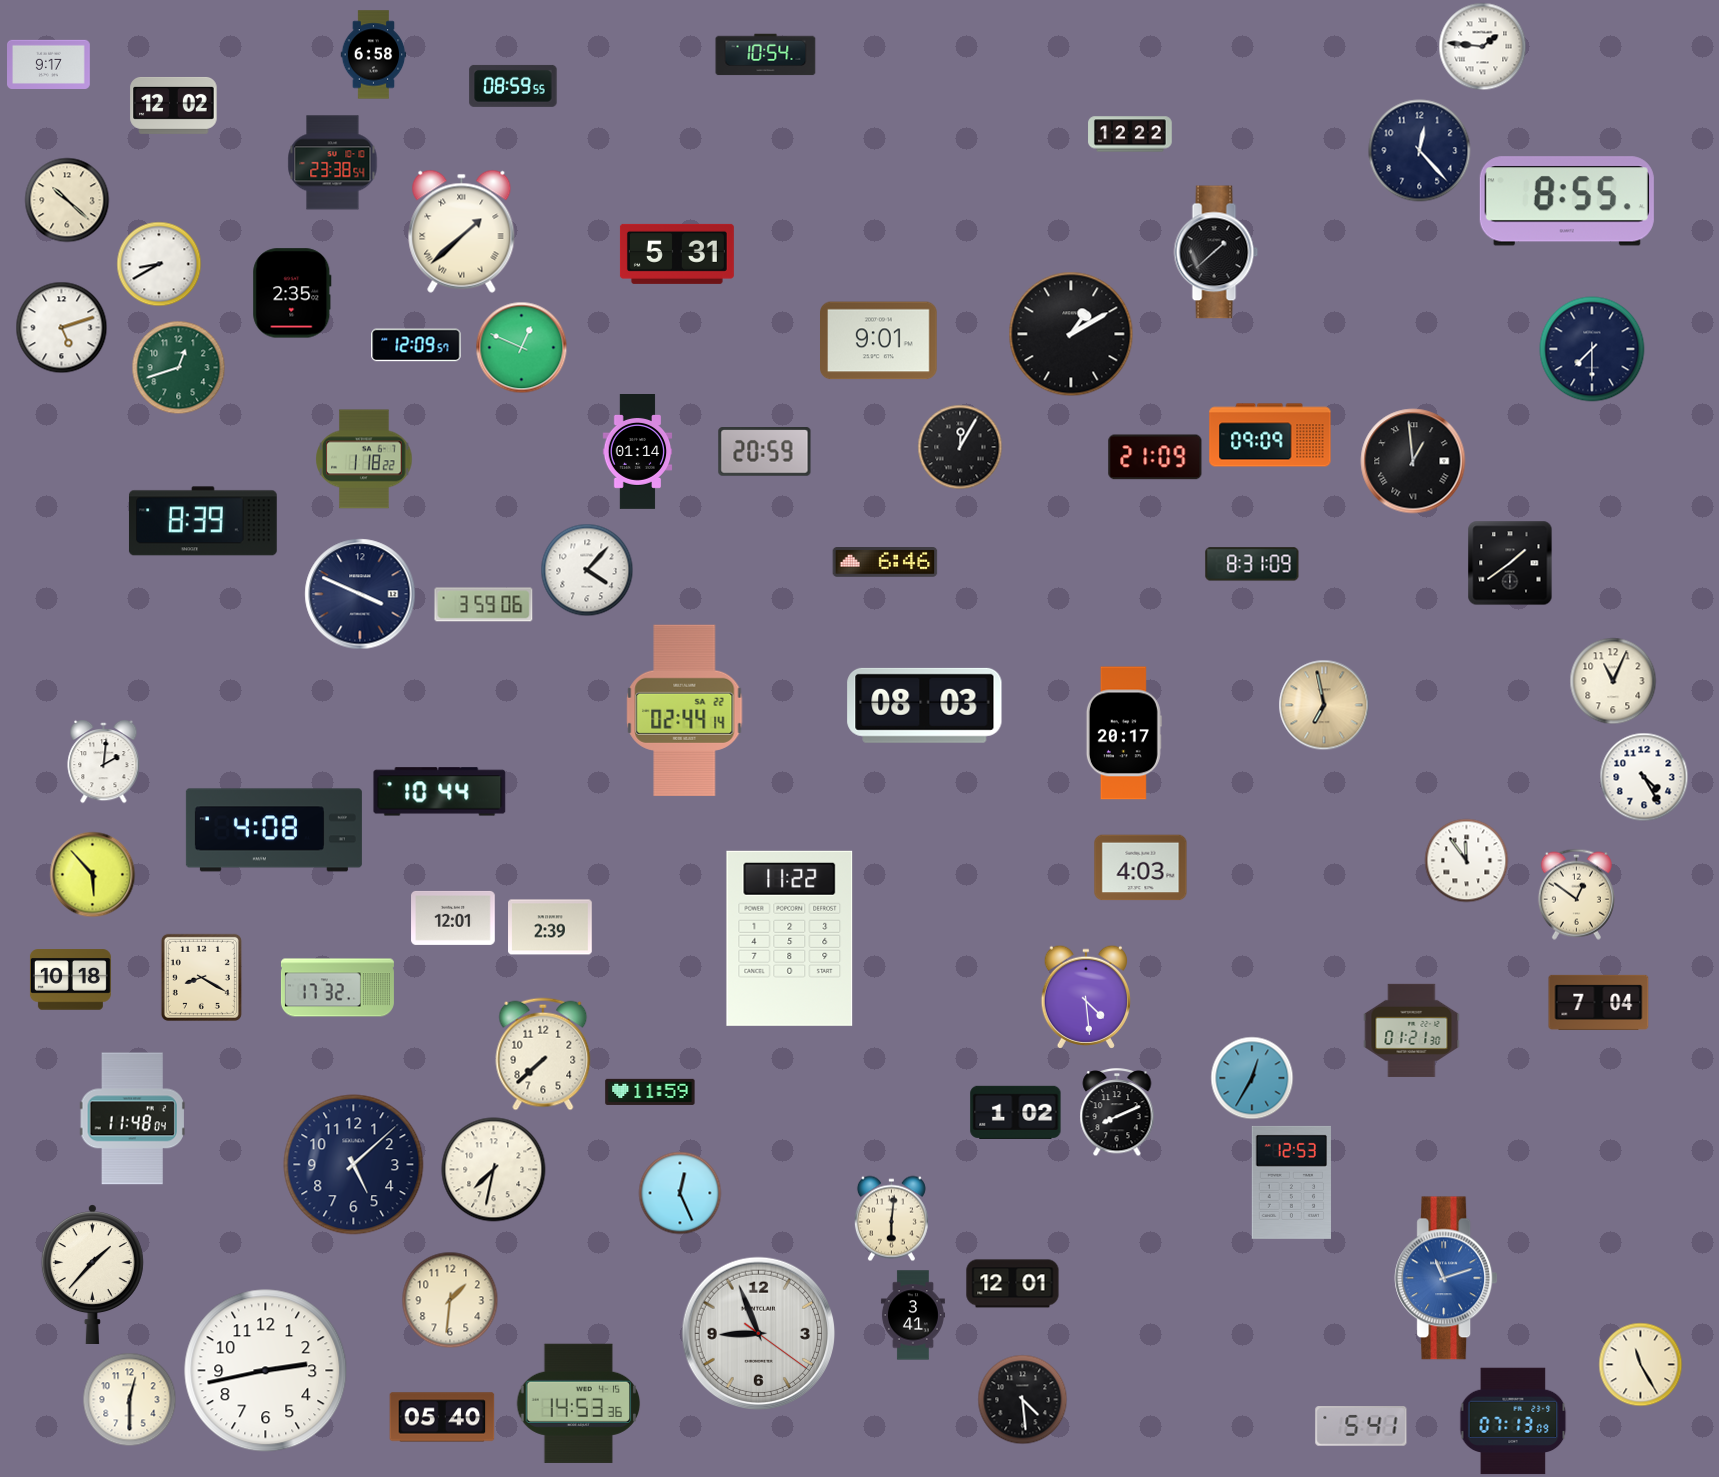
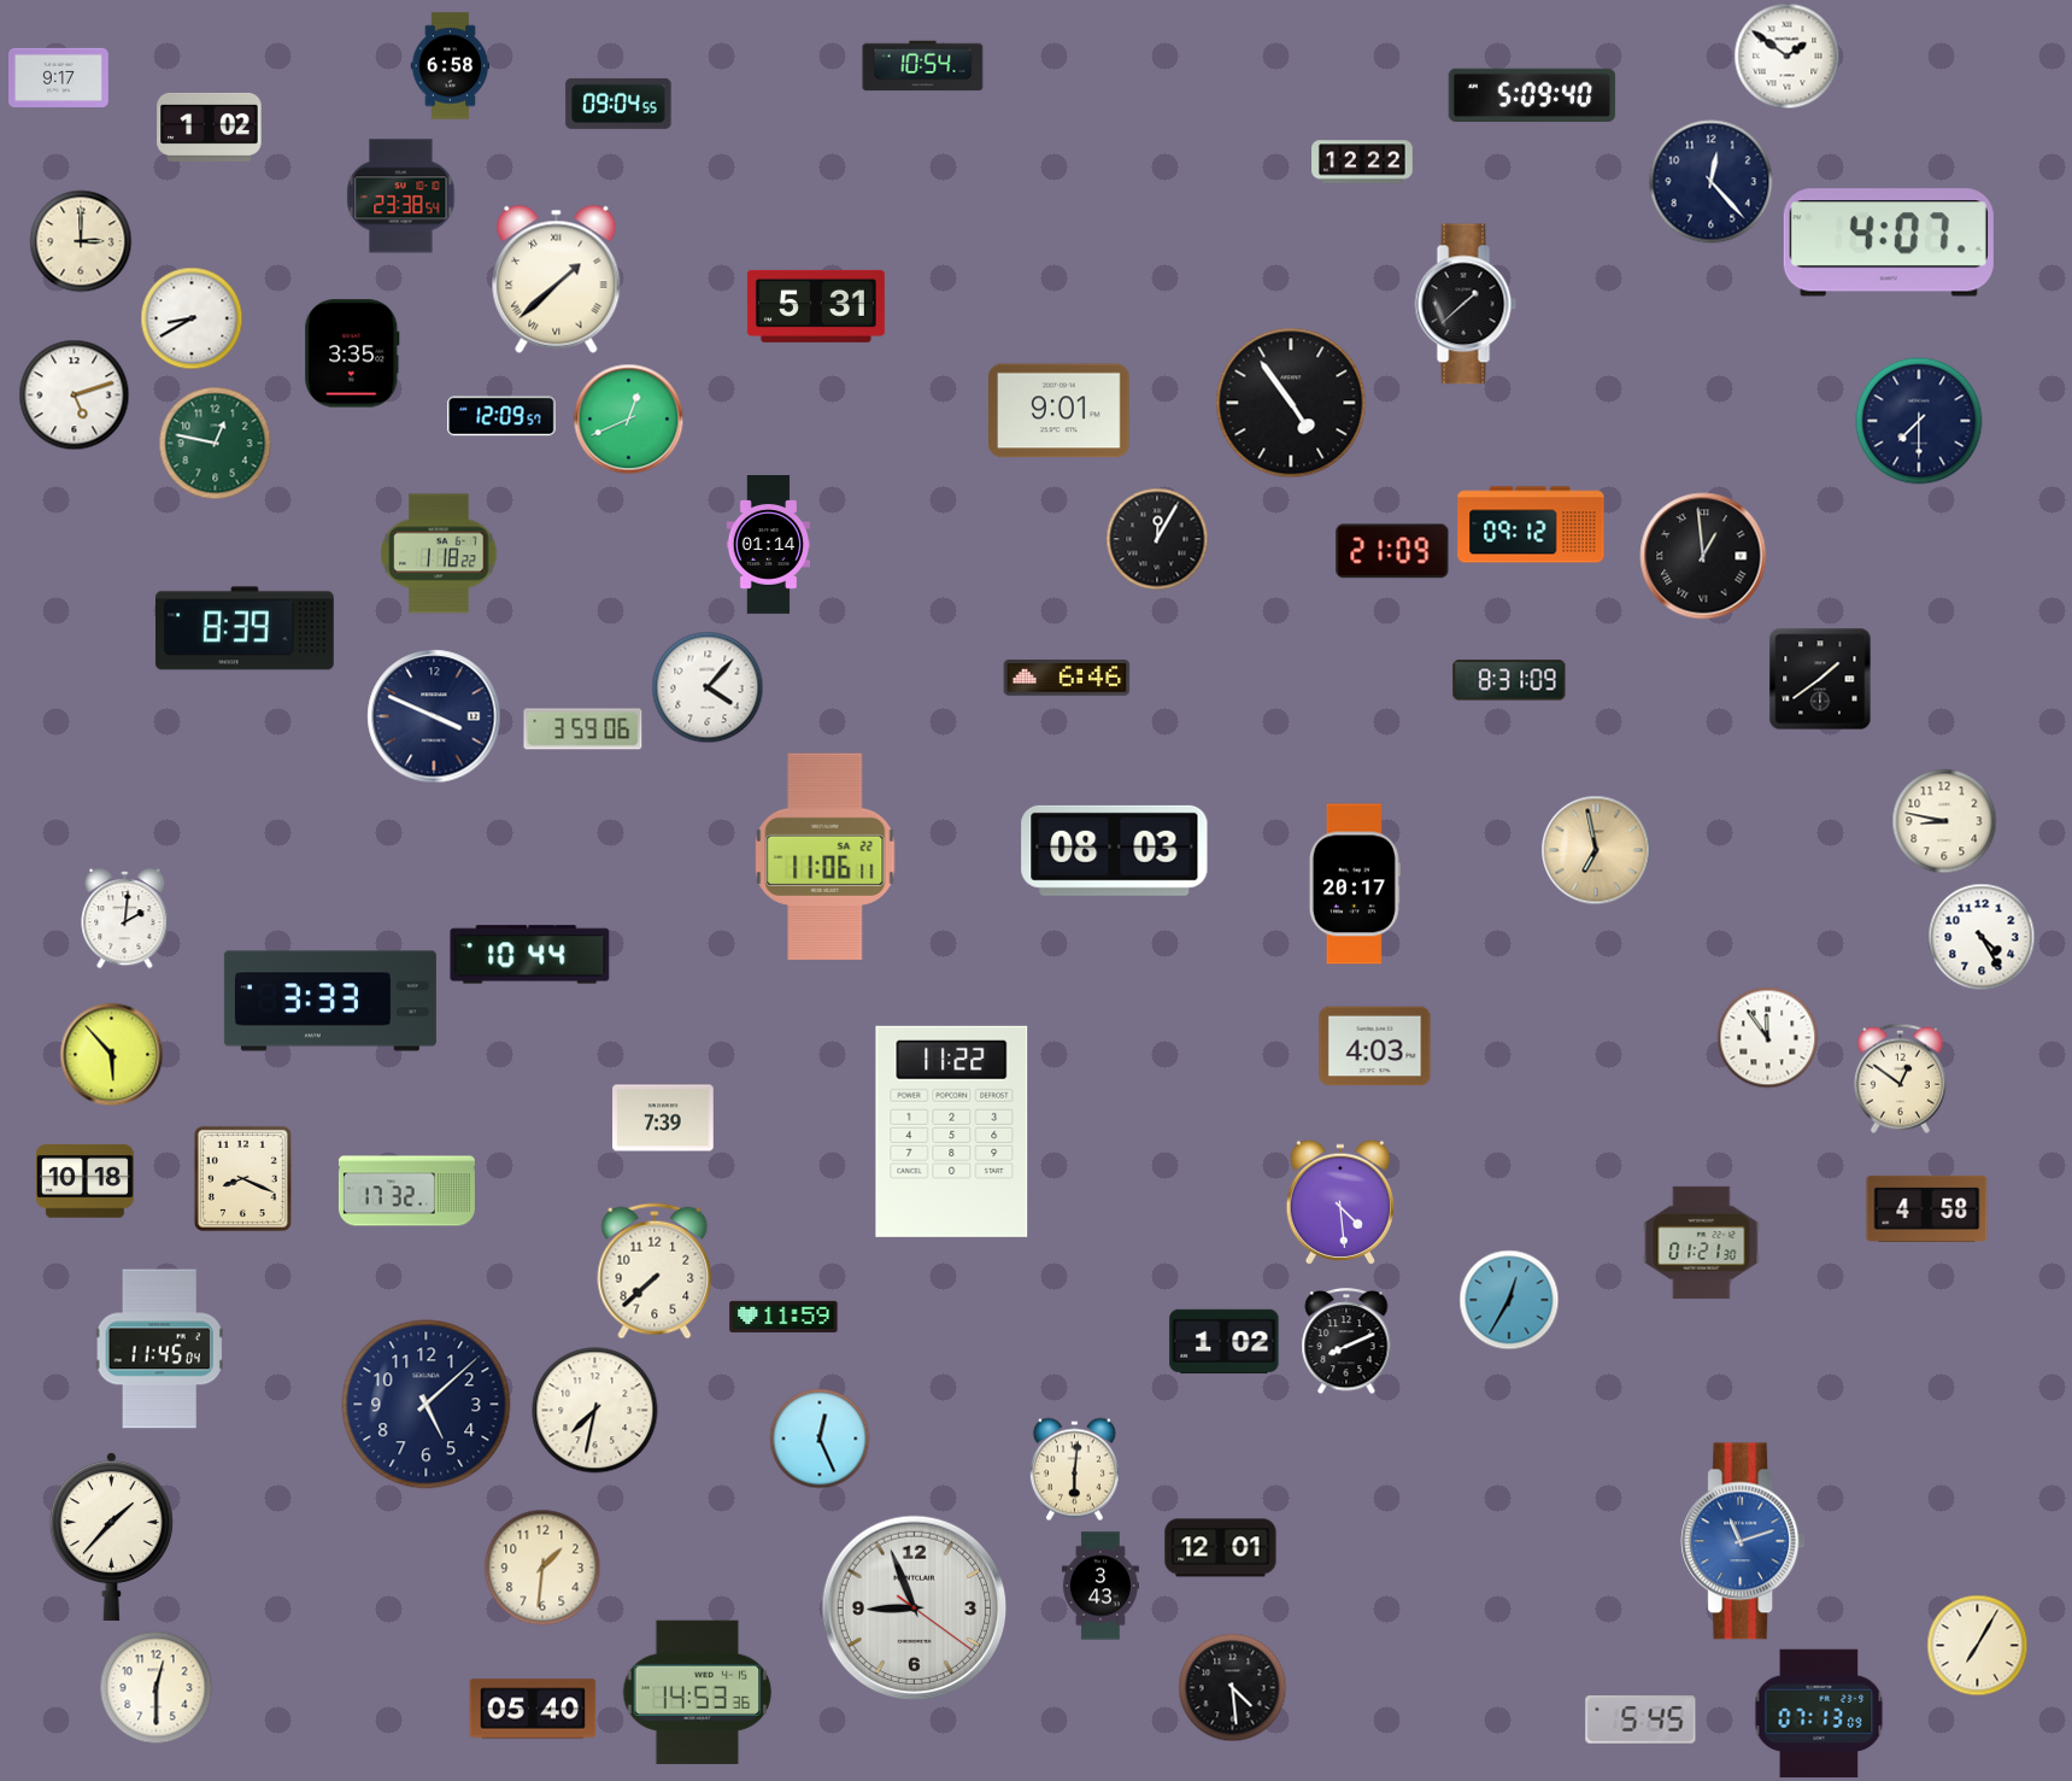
clock at (1483, 47): 1:46 -> 1:51
clock at (1532, 95): none -> 5:09
clock at (513, 86): 08:59 -> 09:04
clock at (174, 105): 12:02 -> 1:02
clock at (67, 200): 10:22 -> 3:00
clock at (1567, 201): 8:55 -> 4:07
clock at (292, 293): 2:35 -> 3:35
clock at (1071, 334): 1:10 -> 4:54
clock at (522, 348): 12:49 -> 12:41
clock at (179, 368): 12:42 -> 12:47
clock at (1270, 435): 09:09 -> 09:12
clock at (765, 452): 20:59 -> none
clock at (1613, 681): 11:04 -> 8:47
clock at (685, 710): 02:44 -> 11:06
clock at (274, 830): 4:08 -> 3:33
clock at (453, 918): 12:01 -> none
clock at (550, 927): 2:39 -> 7:39
clock at (201, 977): 8:20 -> 8:19
clock at (1086, 997) position: (1086, 997) -> (1340, 1202)
clock at (1599, 1002): 7:04 -> 4:58
clock at (132, 1119): 11:48 -> 11:45
clock at (1291, 1182): 12:53 -> none
clock at (913, 1315): 3:41 -> 3:43
clock at (1641, 1365): 11:25 -> 7:05
clock at (266, 1371): 2:43 -> none
clock at (1513, 1421) position: (1513, 1421) -> (1819, 1713)
clock at (1361, 1426): 5:41 -> 5:45
